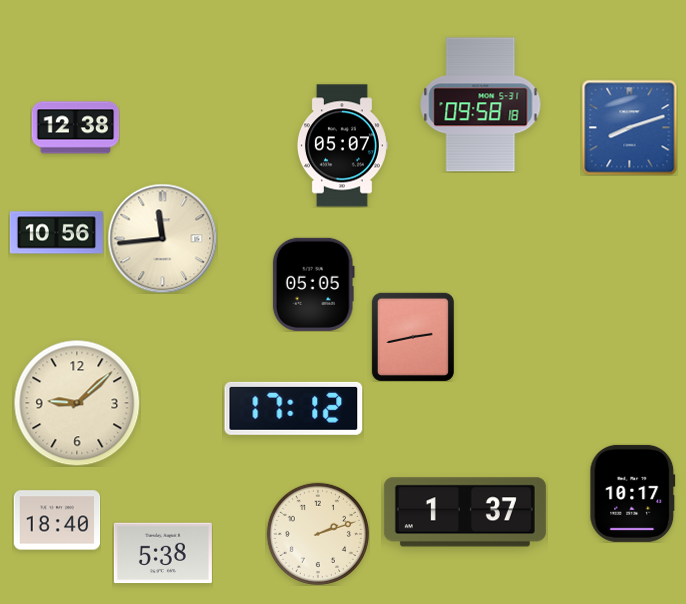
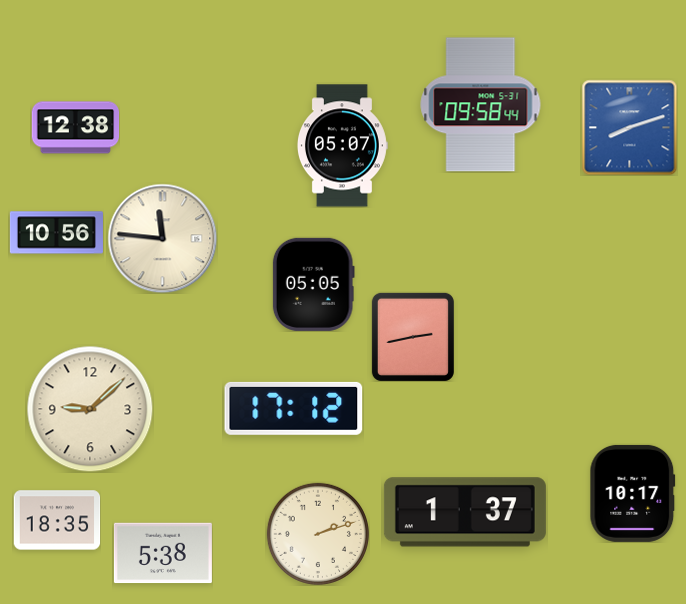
clock at (481, 105): 09:58:18 -> 09:58:44
clock at (162, 238): 11:44 -> 11:46
clock at (77, 403) position: (77, 403) -> (90, 409)
clock at (57, 520): 18:40 -> 18:35
